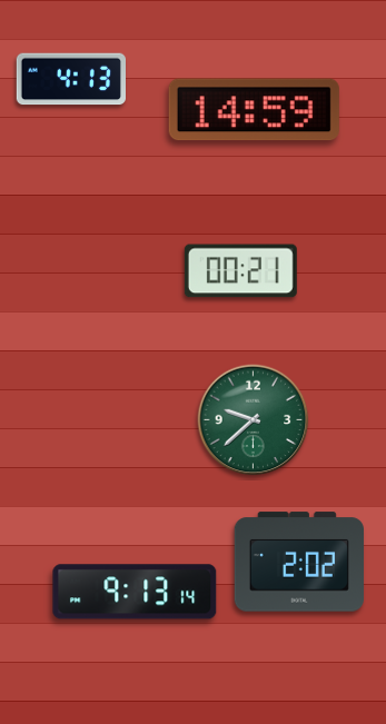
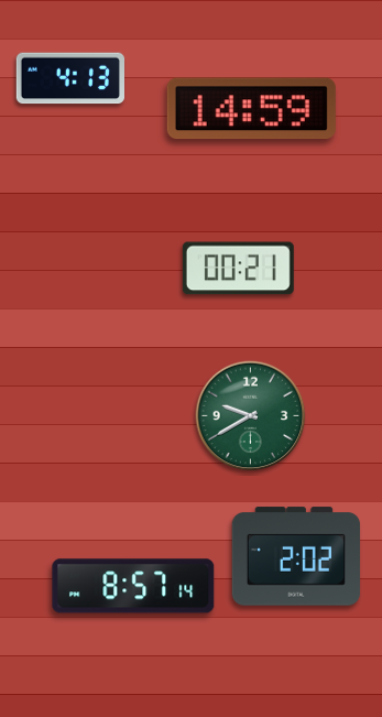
clock at (254, 420): 9:38 -> 9:40
clock at (135, 592): 9:13 -> 8:57
